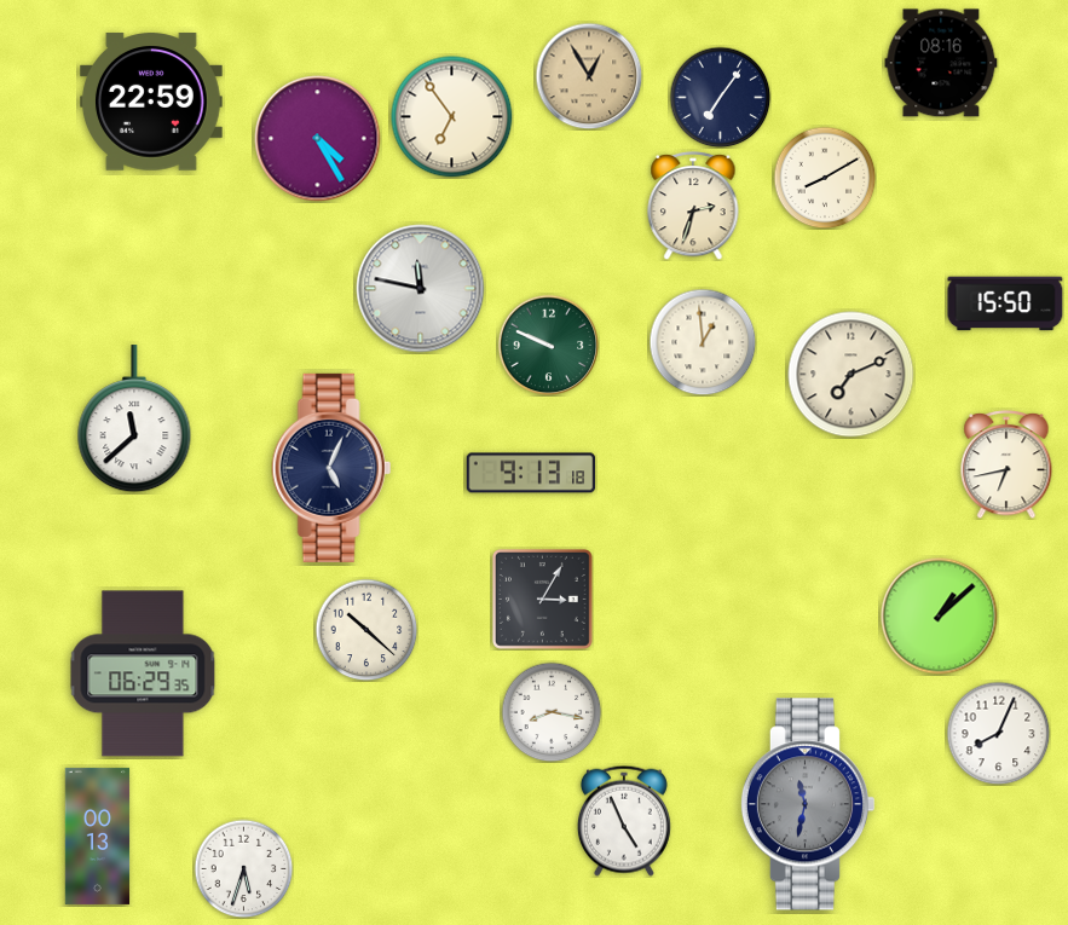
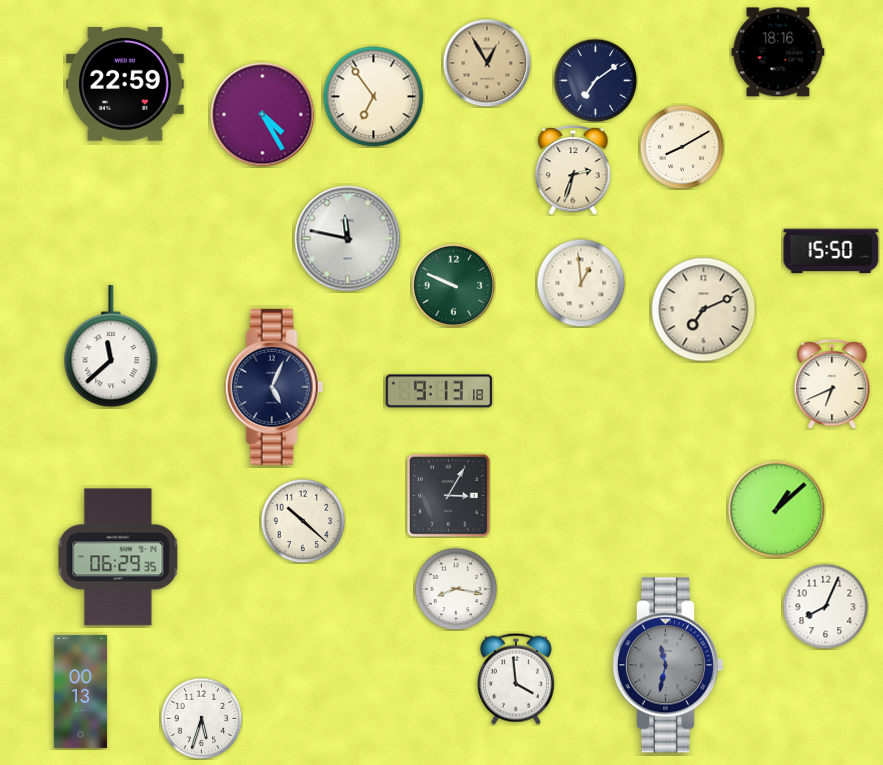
clock at (941, 63): 08:16 -> 18:16
clock at (720, 97): 7:06 -> 7:09
clock at (1006, 466): 6:43 -> 6:41
clock at (624, 821): 4:56 -> 3:59
